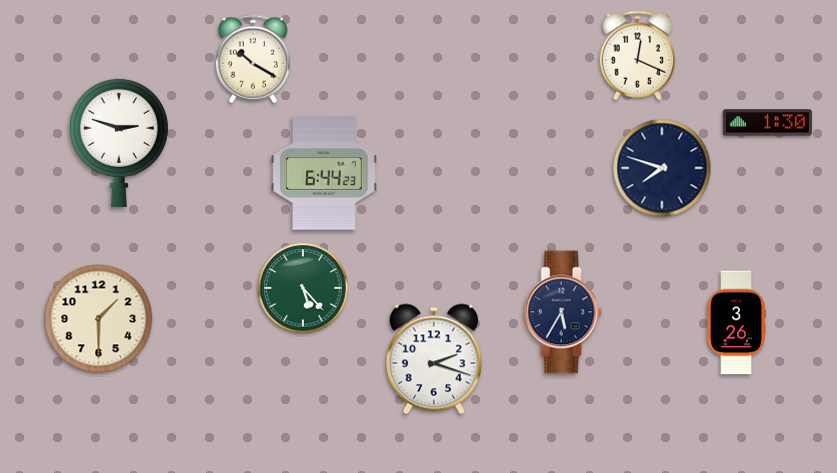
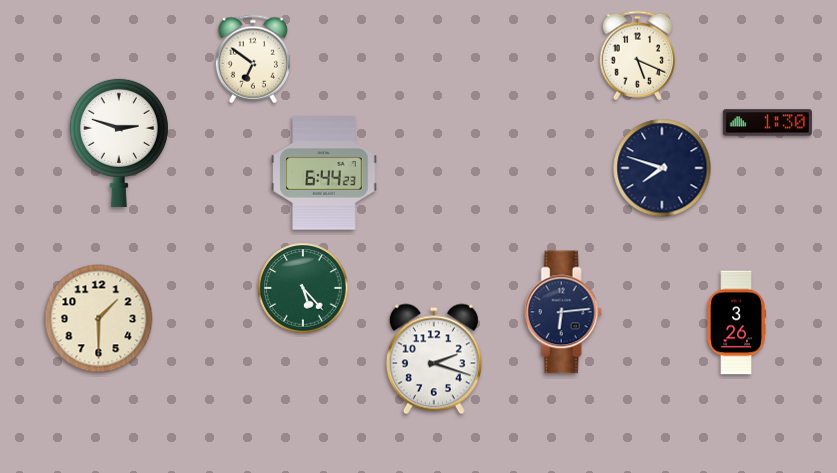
clock at (638, 56): 12:19 -> 5:19
clock at (253, 59): 10:20 -> 6:51
clock at (563, 312): 5:35 -> 6:14
